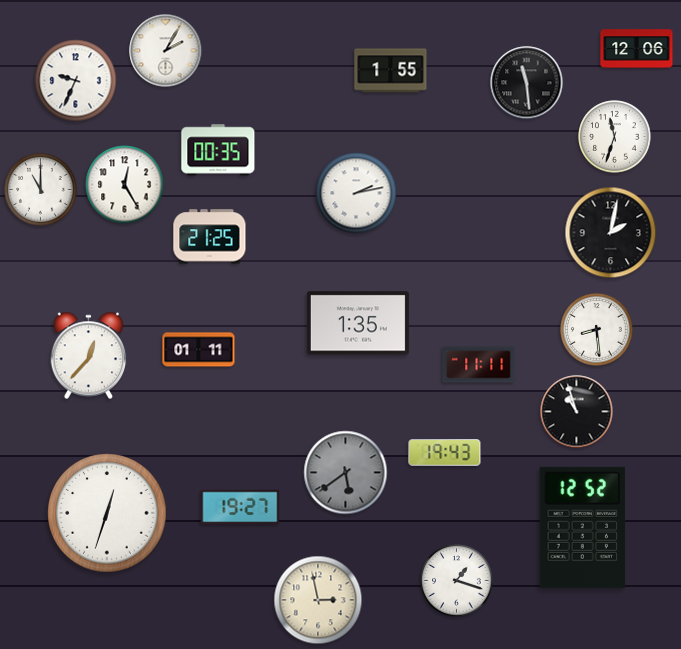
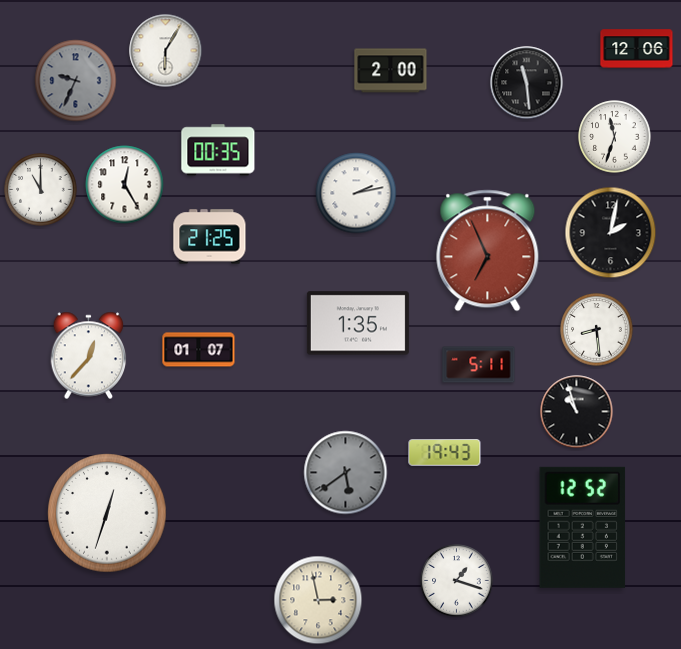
clock at (166, 51): 2:05 -> 6:05
clock at (391, 71): 1:55 -> 2:00
clock at (76, 81) dial: white -> grey
clock at (488, 251): none -> 6:56
clock at (199, 350): 01:11 -> 01:07
clock at (479, 365): 11:11 -> 5:11
clock at (240, 507): 19:27 -> none
